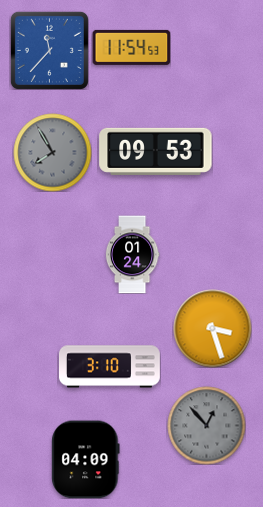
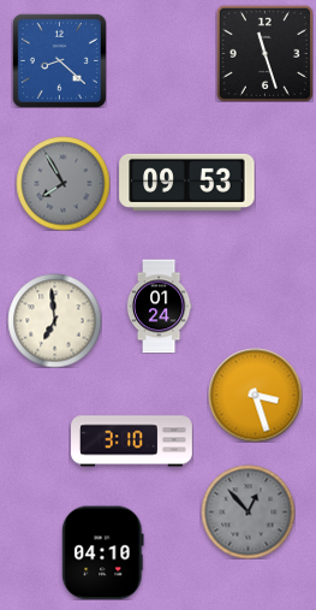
clock at (264, 53): none -> 11:27
clock at (131, 47): 11:54 -> none
clock at (49, 50): 11:37 -> 8:22
clock at (54, 320): none -> 6:59
clock at (86, 459): 04:09 -> 04:10
